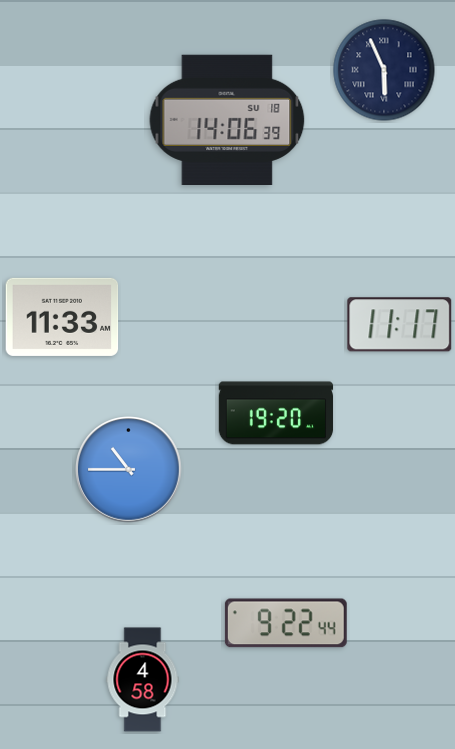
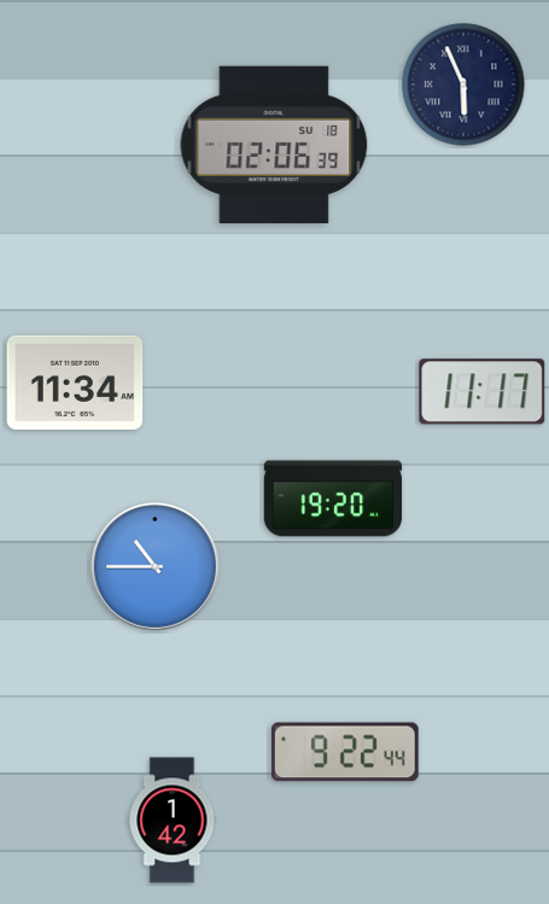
clock at (227, 119): 14:06 -> 02:06
clock at (62, 317): 11:33 -> 11:34
clock at (143, 680): 4:58 -> 1:42
